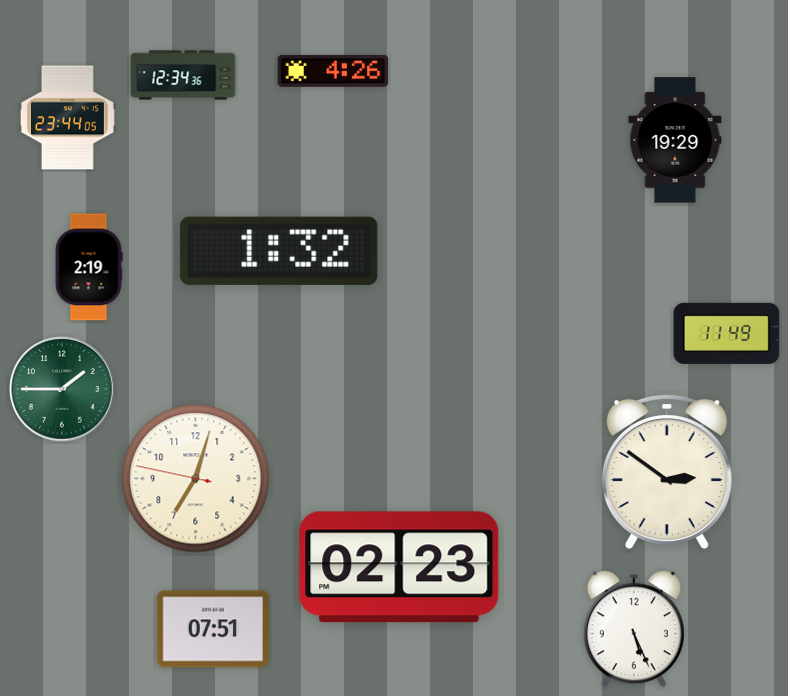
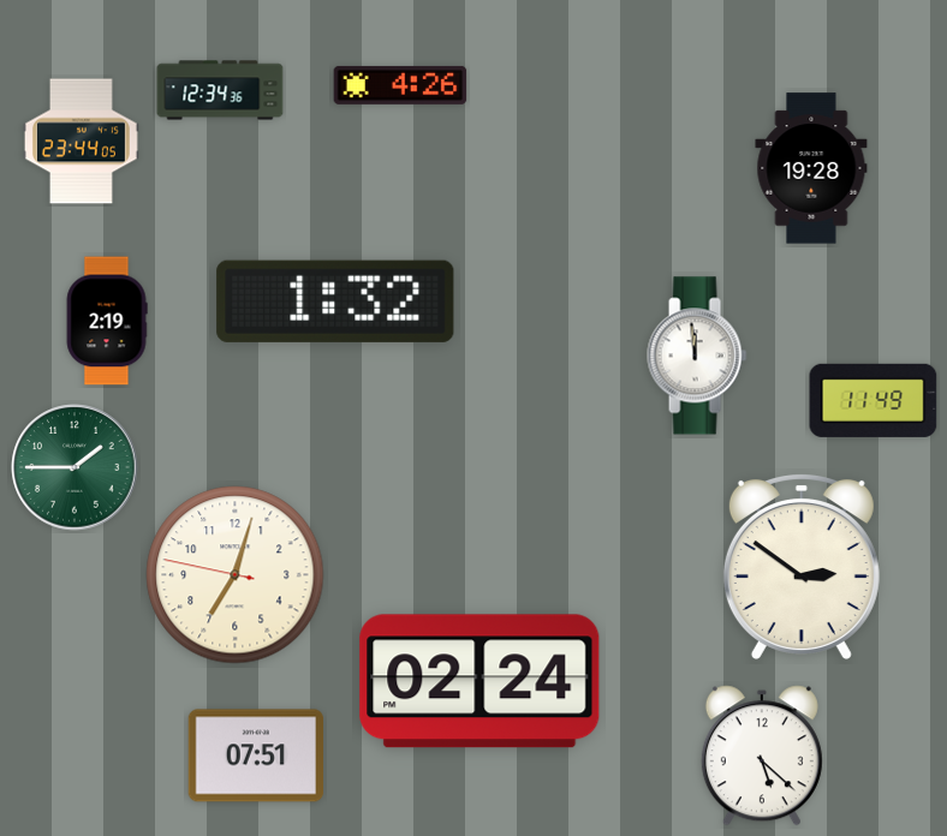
clock at (675, 140): 19:29 -> 19:28
clock at (697, 356): none -> 11:59
clock at (399, 567): 02:23 -> 02:24
clock at (634, 629): 5:26 -> 5:22
